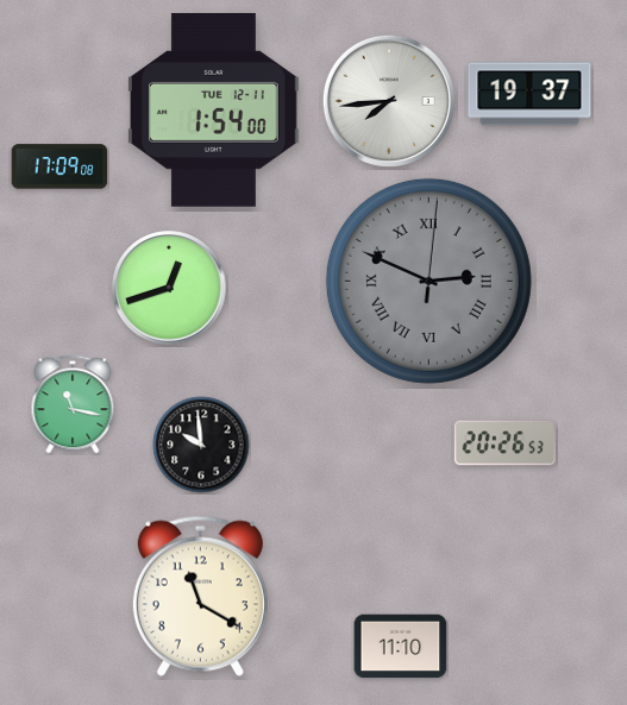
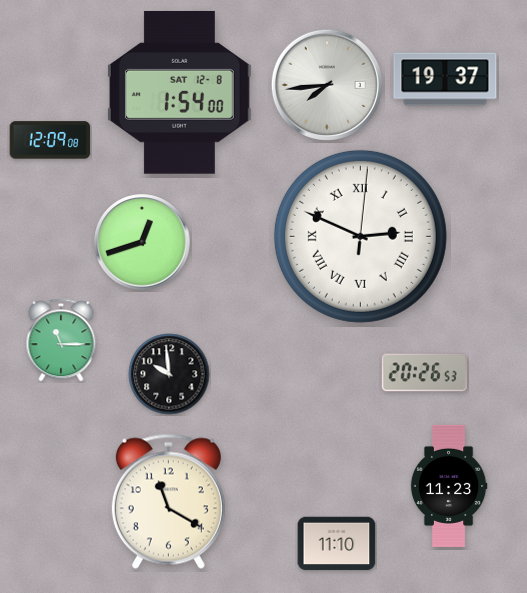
clock at (213, 109) date: TUE 12-11 -> SAT 12-8
clock at (59, 166): 17:09 -> 12:09
clock at (428, 281) dial: grey -> white
clock at (73, 404): 11:17 -> 11:15
clock at (449, 486): none -> 11:23
